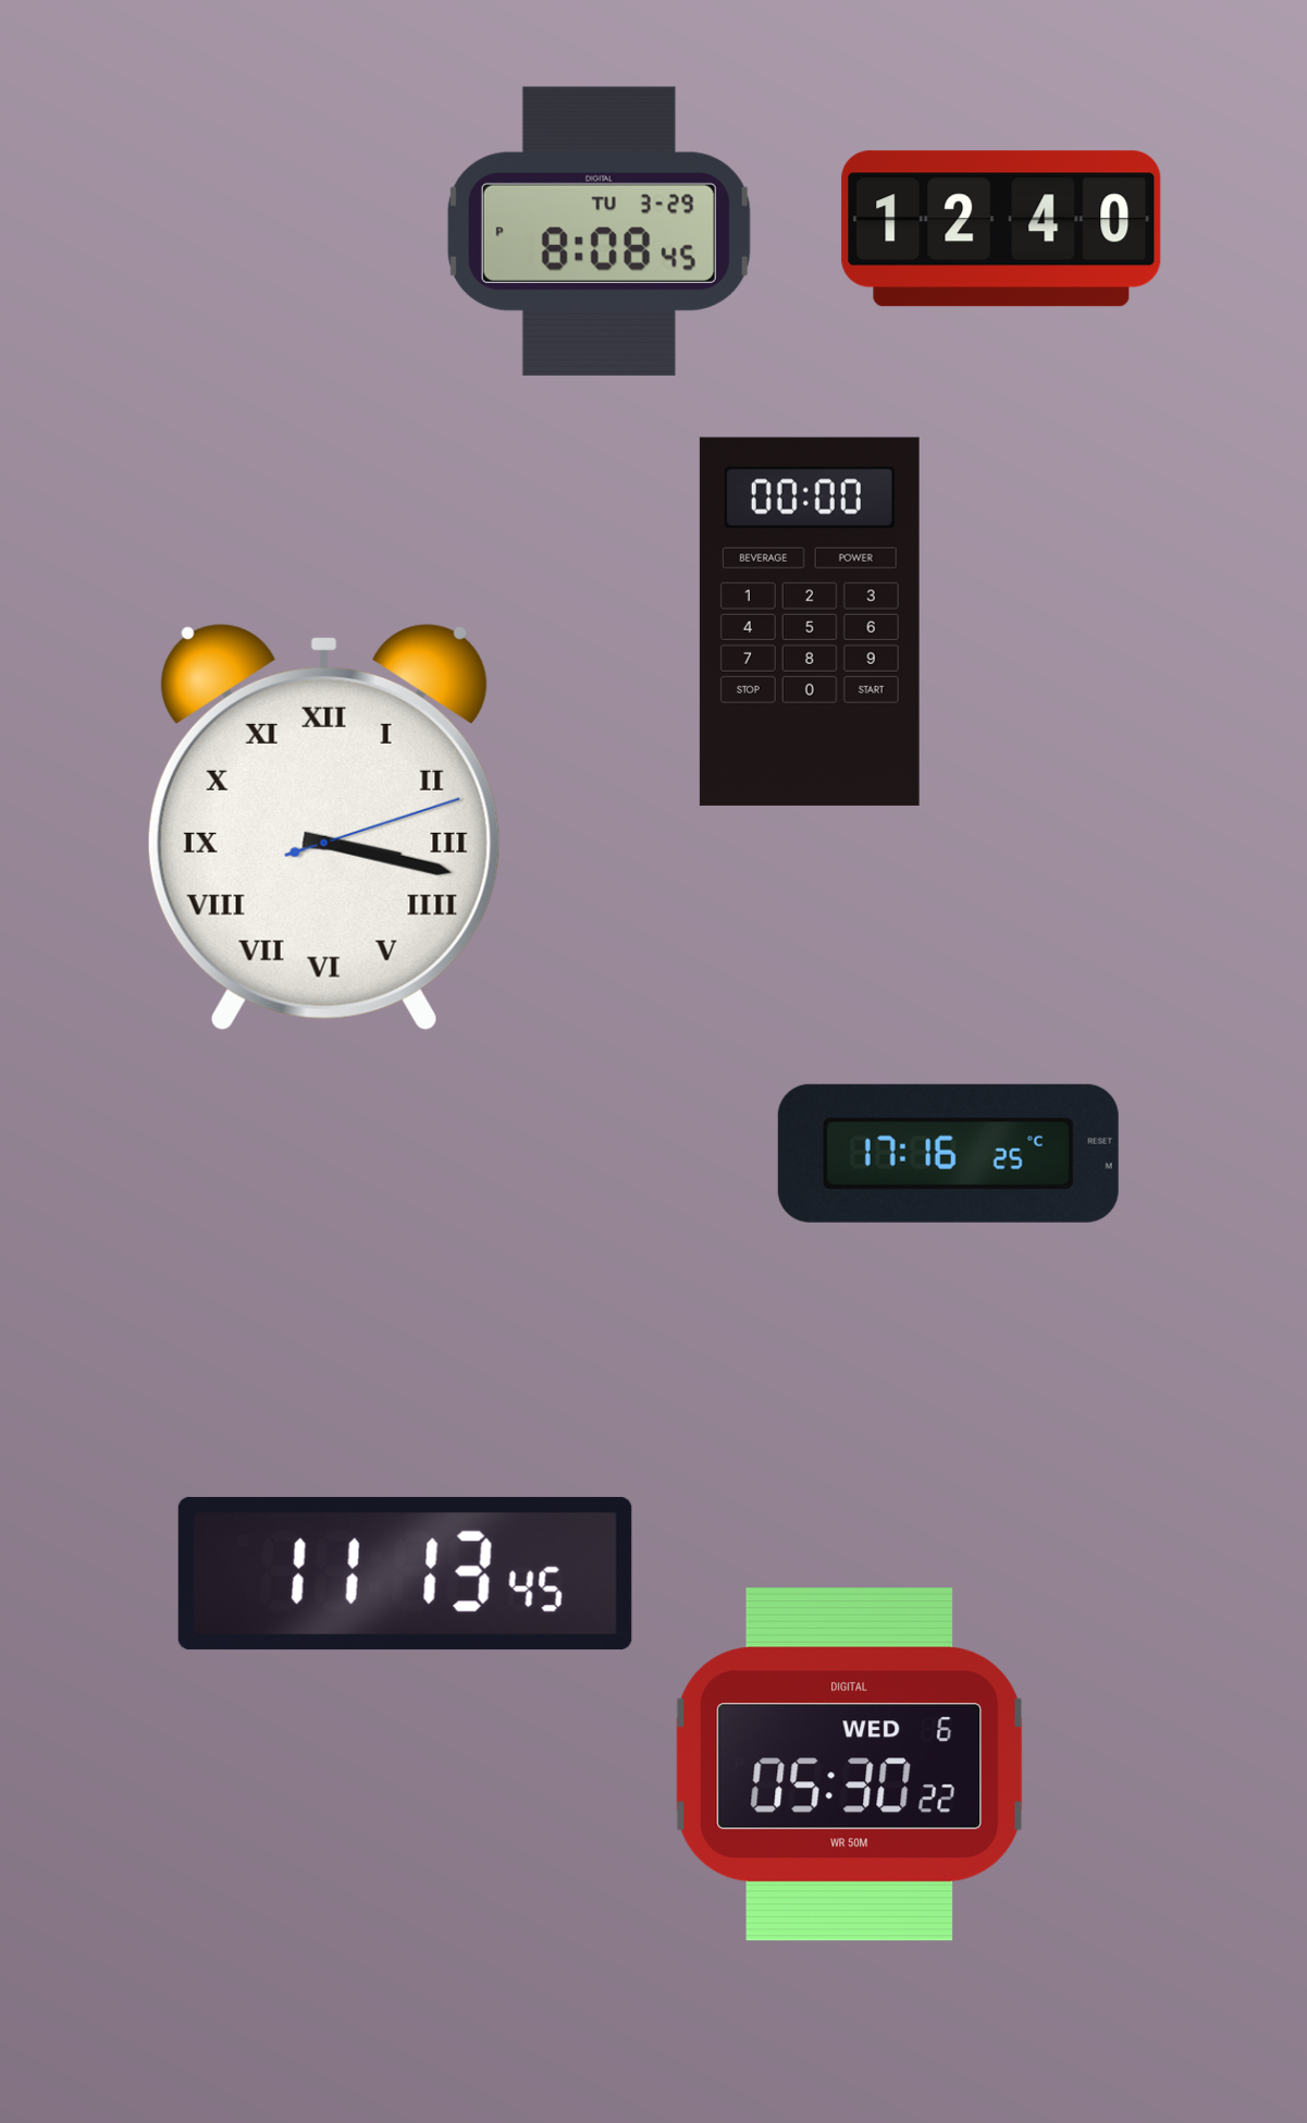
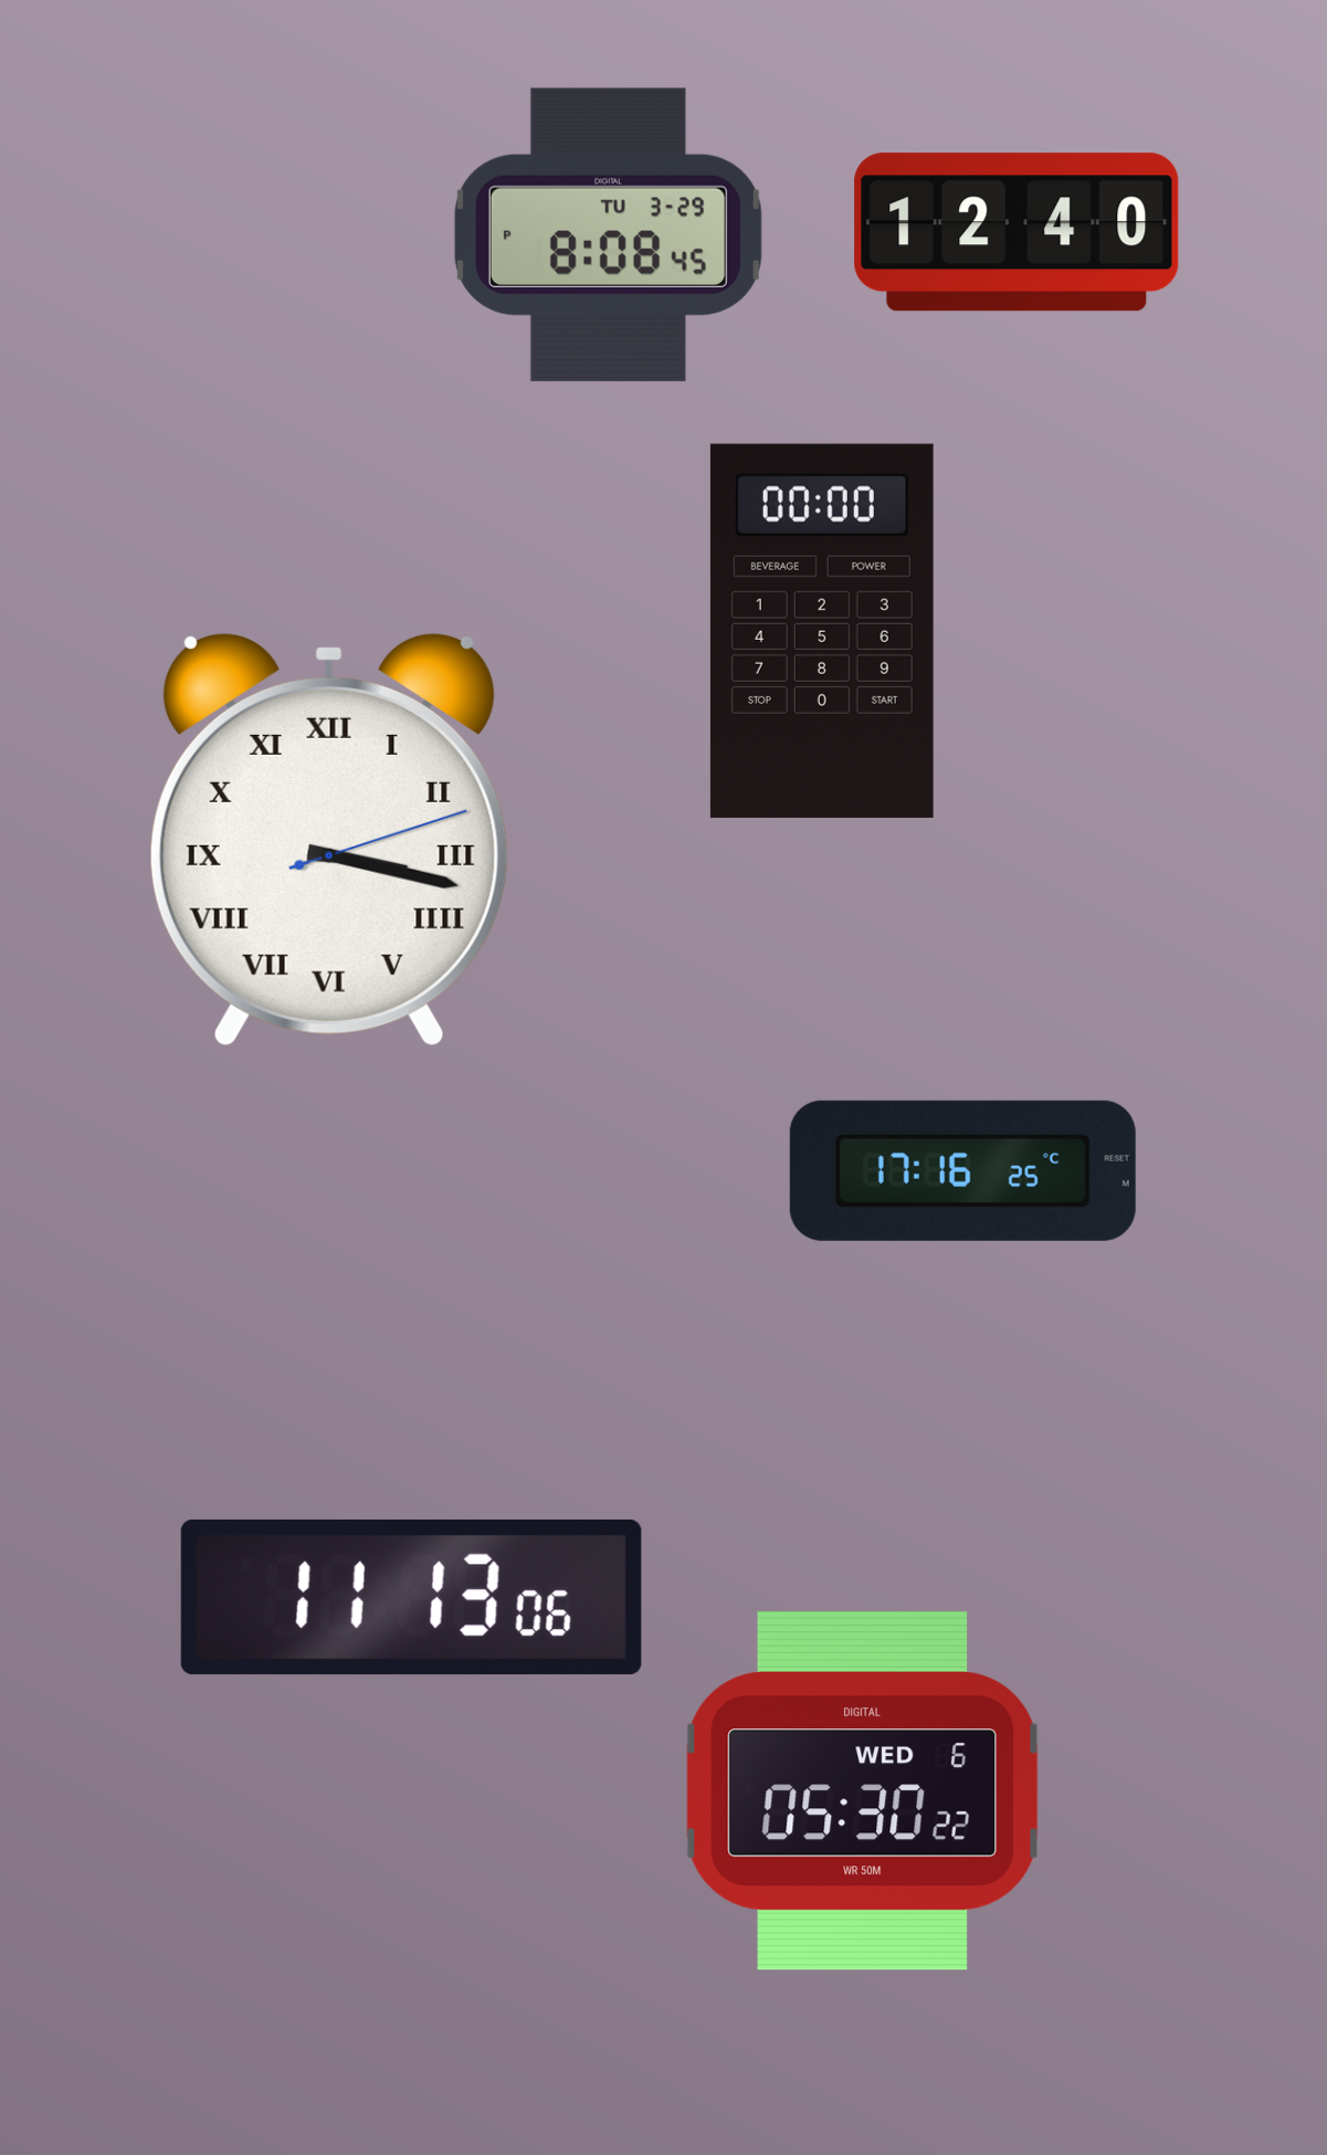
clock at (405, 1573): 11:13:45 -> 11:13:06
